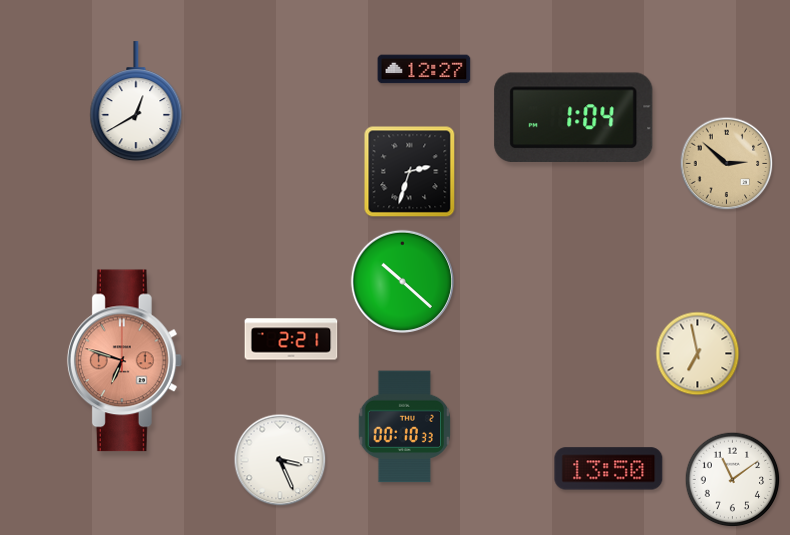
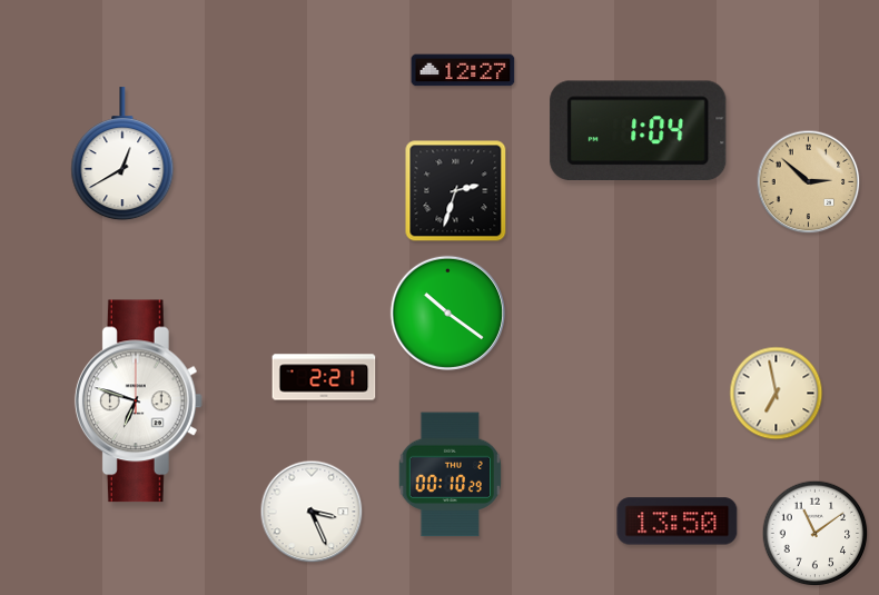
clock at (424, 69) position: (424, 69) -> (463, 70)
clock at (136, 102) position: (136, 102) -> (122, 155)
clock at (402, 281): 10:22 -> 10:21
clock at (124, 361) dial: salmon -> white
clock at (404, 427): 00:10:33 -> 00:10:29
